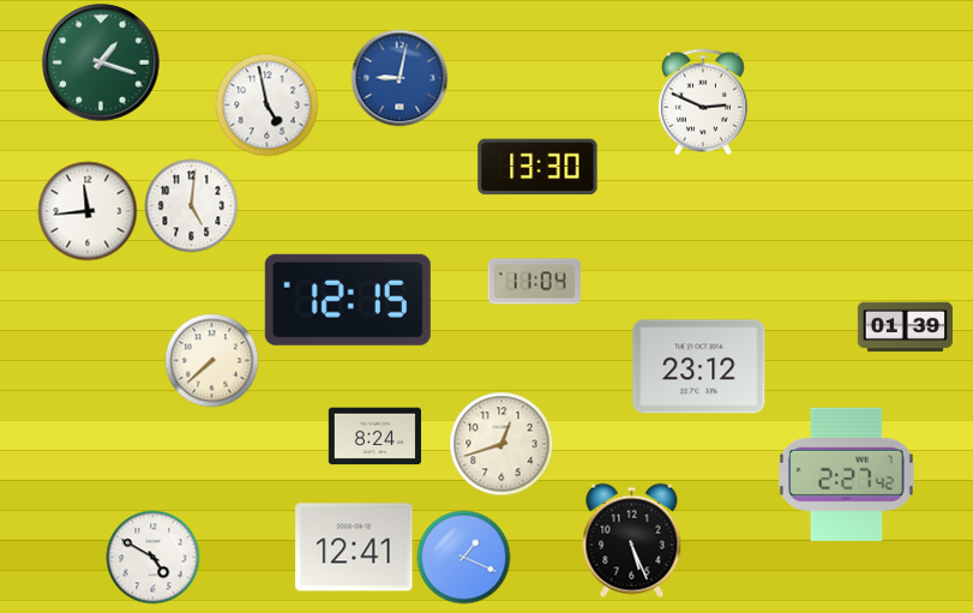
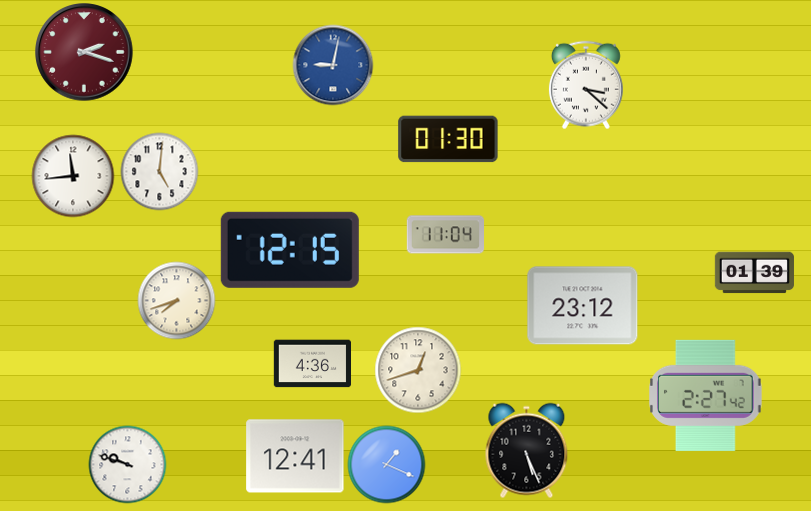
clock at (101, 62): 1:18 -> 2:18
clock at (101, 62) dial: green -> burgundy
clock at (703, 102): 2:49 -> 3:22
clock at (266, 104): 4:58 -> none
clock at (537, 167): 13:30 -> 01:30
clock at (211, 360): 7:38 -> 7:42
clock at (374, 437): 8:24 -> 4:36
clock at (152, 557): 4:50 -> 9:48
